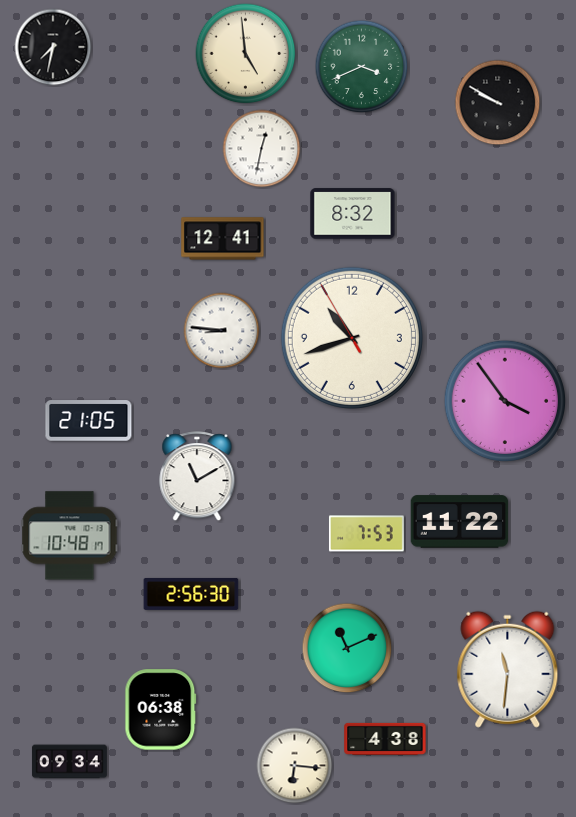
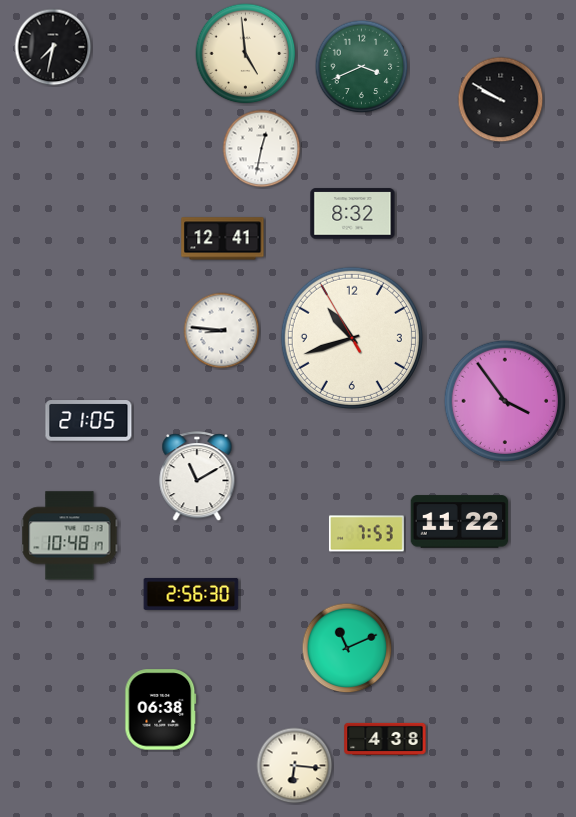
clock at (498, 103) position: (498, 103) -> (501, 100)
clock at (508, 669): 11:31 -> none
clock at (69, 762): 09:34 -> none
